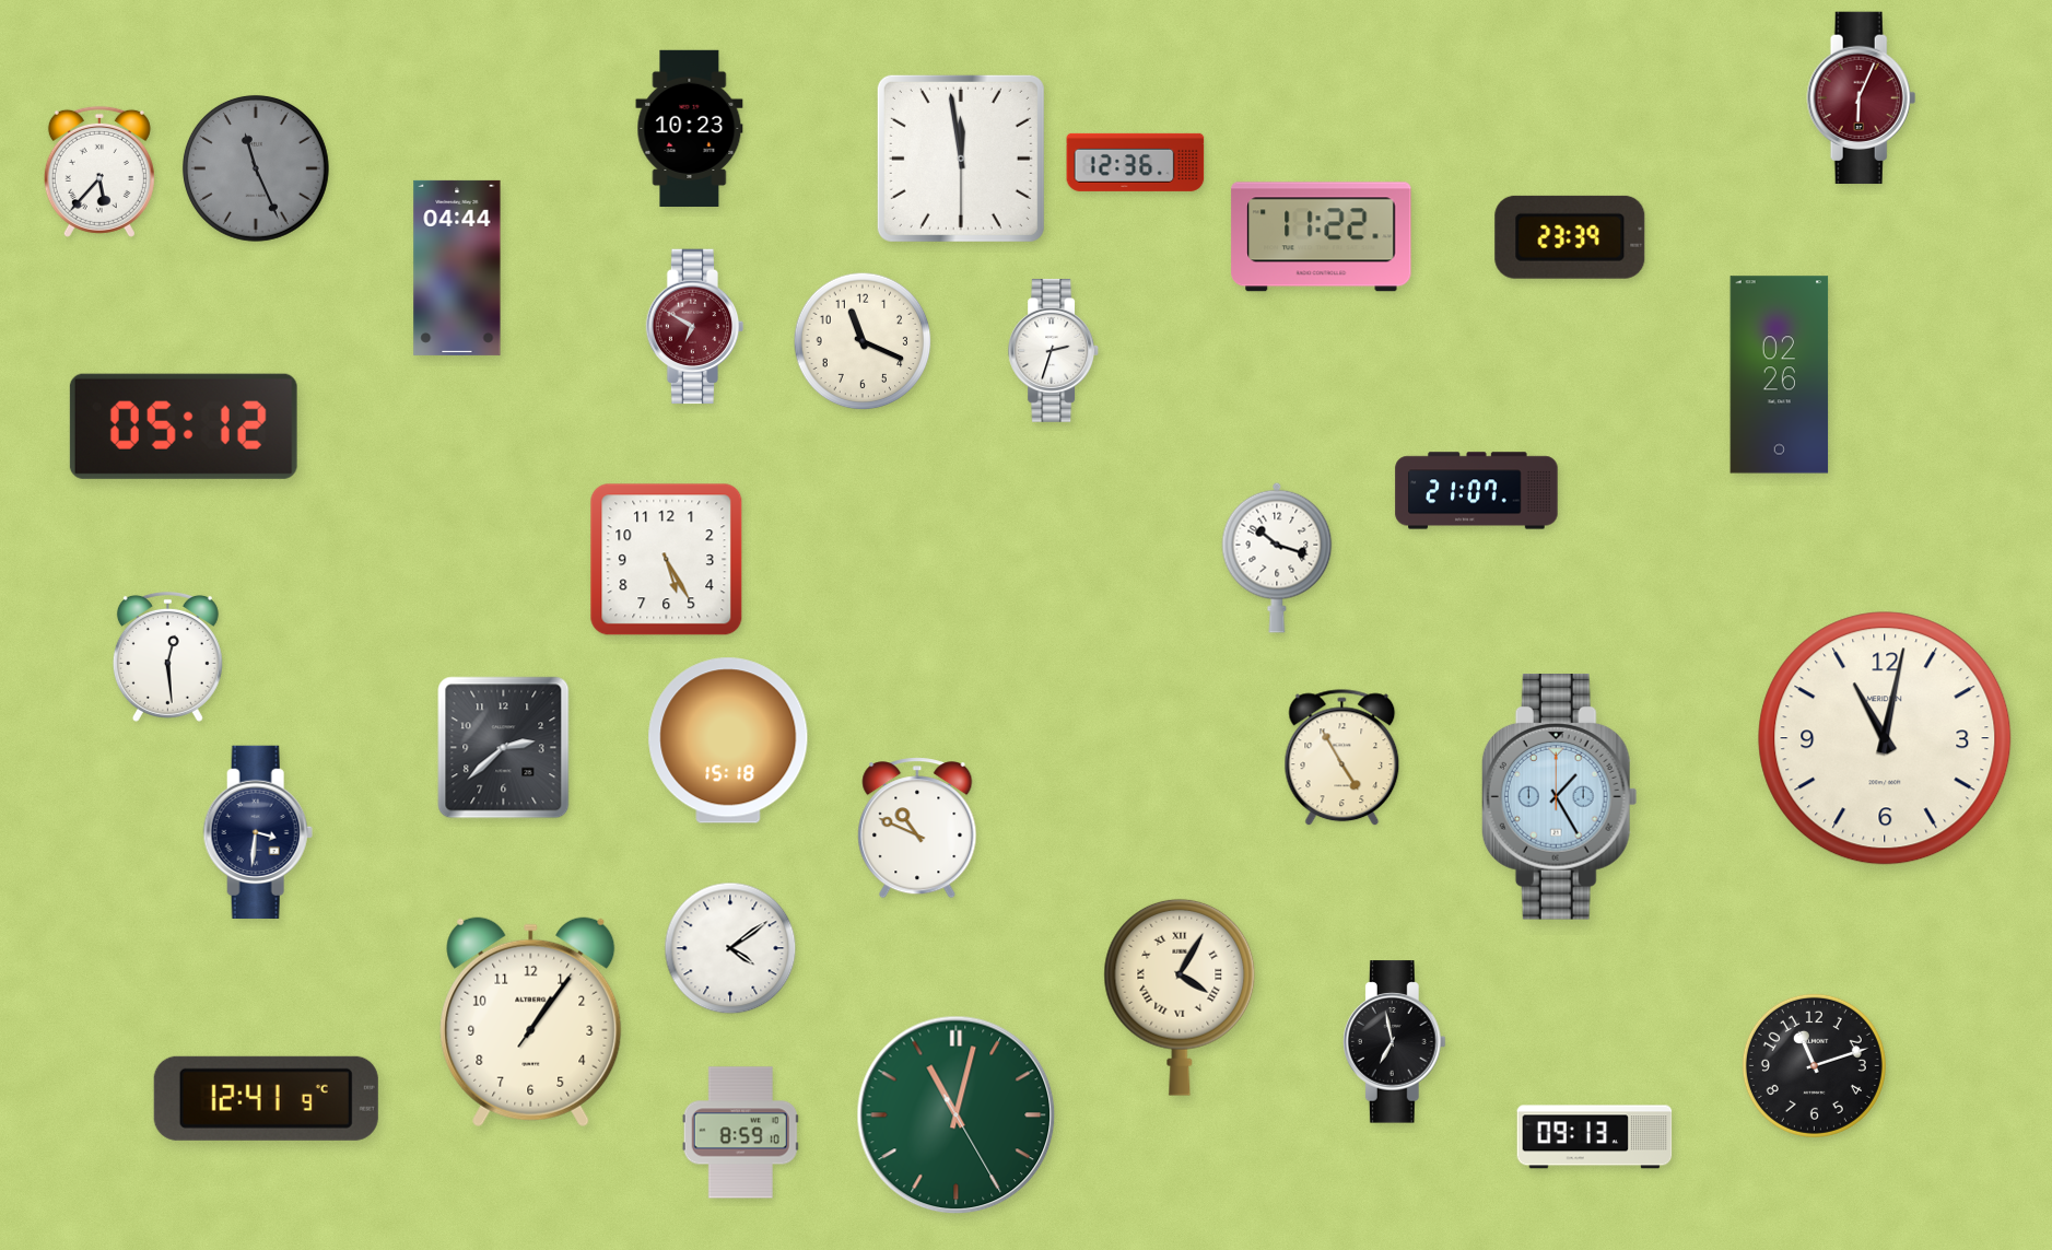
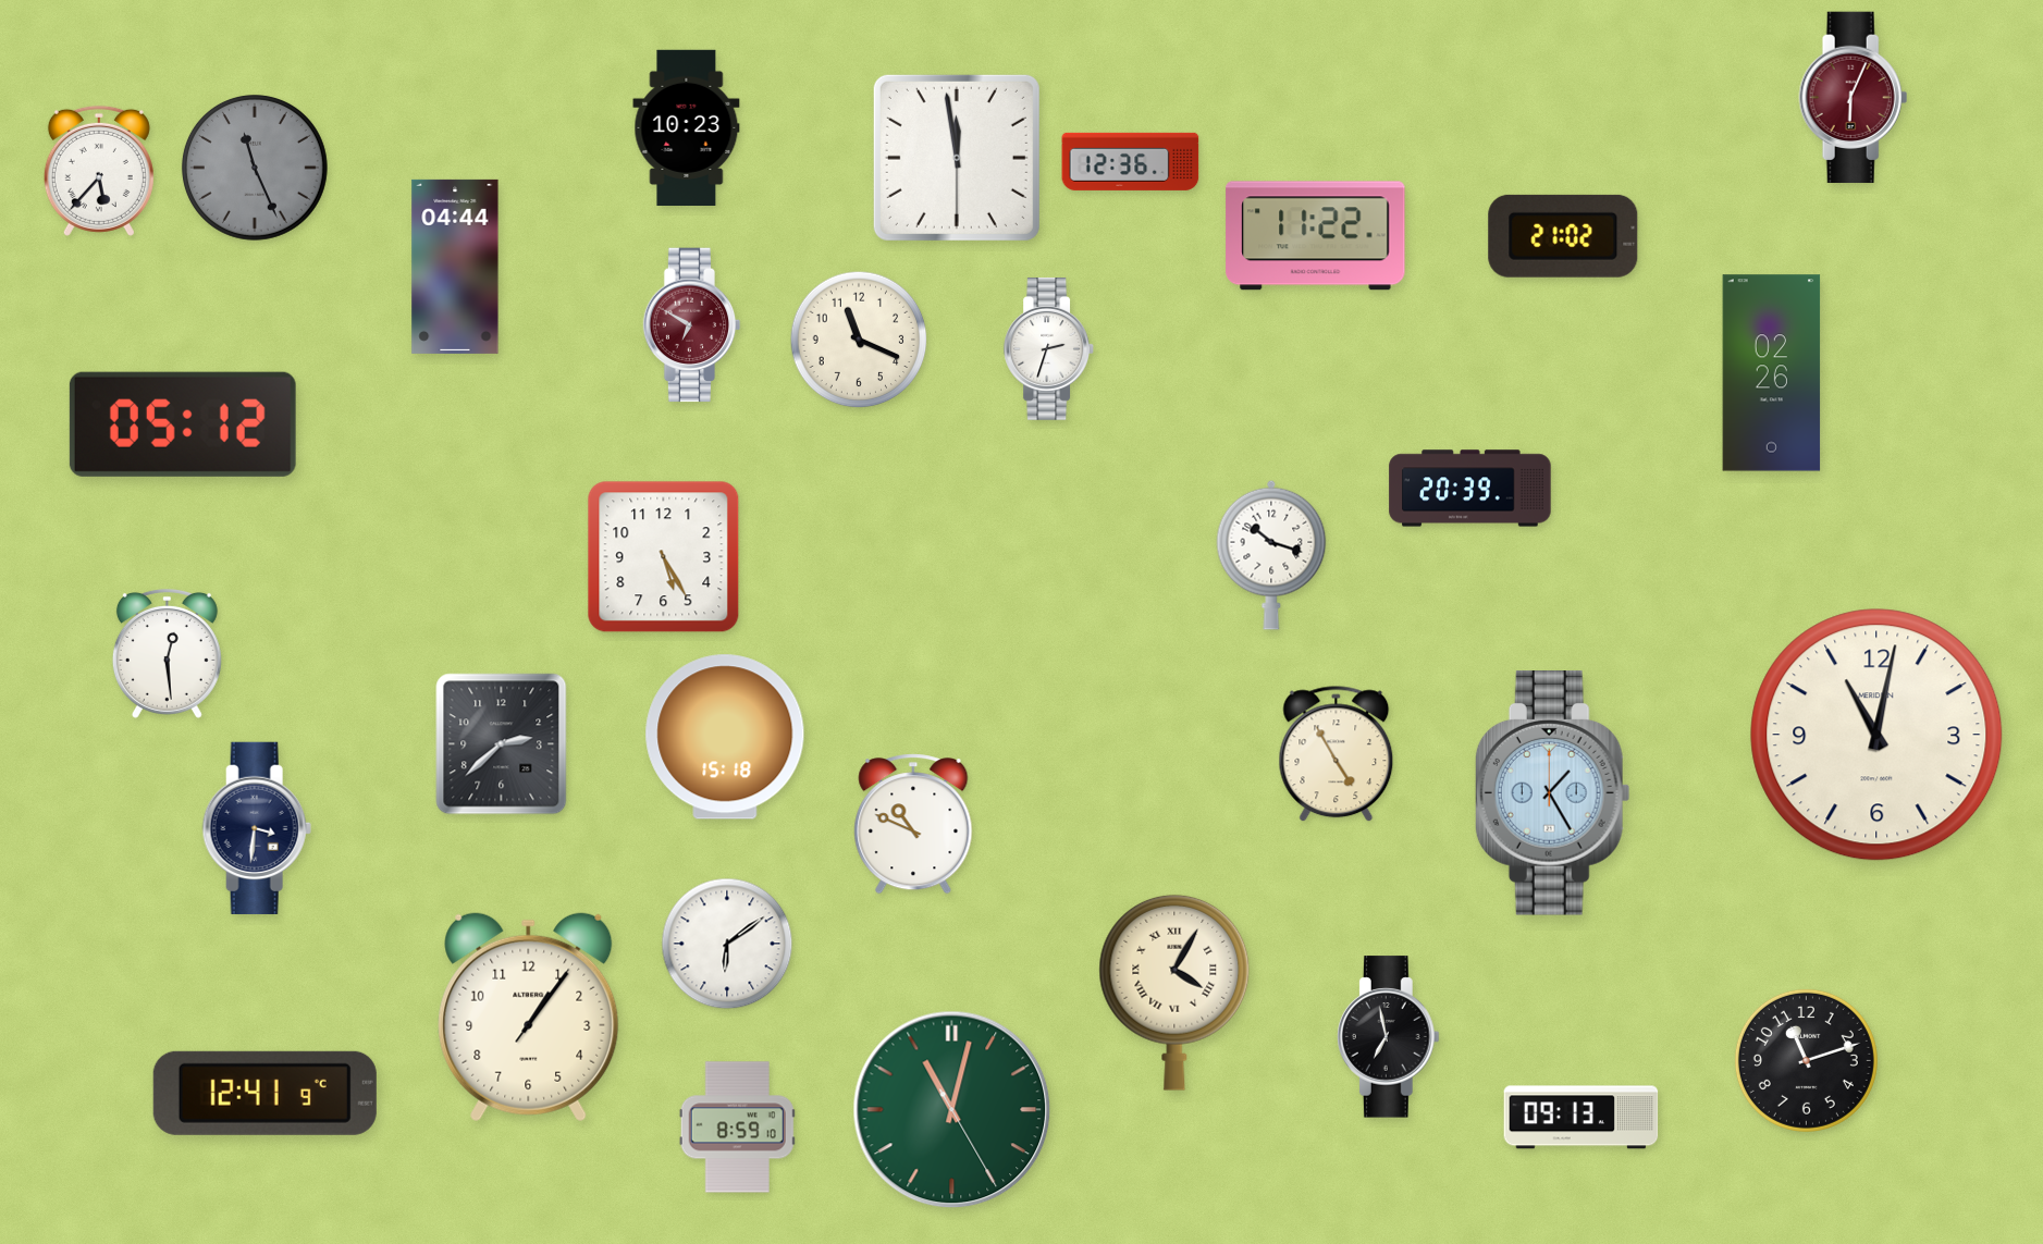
clock at (1570, 237): 23:39 -> 21:02
clock at (1477, 491): 21:07 -> 20:39
clock at (730, 948): 4:09 -> 6:09
clock at (1595, 1137) position: (1595, 1137) -> (1582, 1118)
